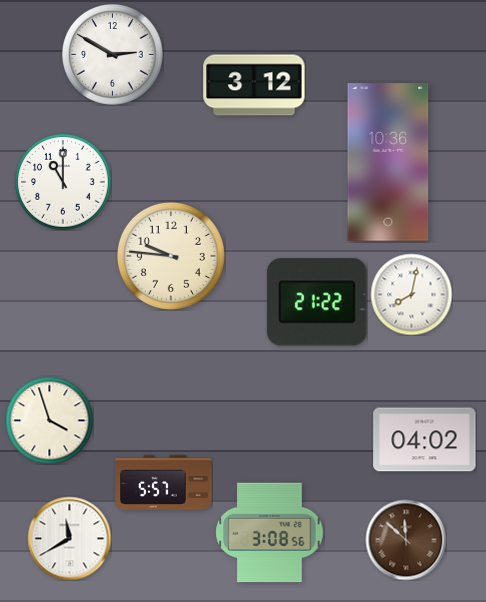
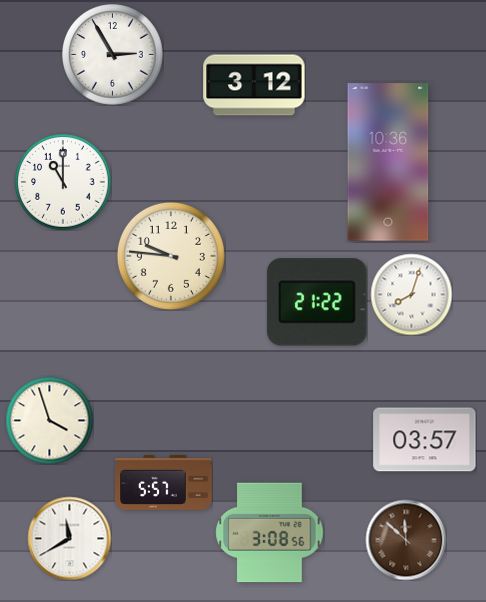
clock at (113, 55): 2:50 -> 2:55
clock at (411, 294): 8:02 -> 8:03
clock at (425, 440): 04:02 -> 03:57
